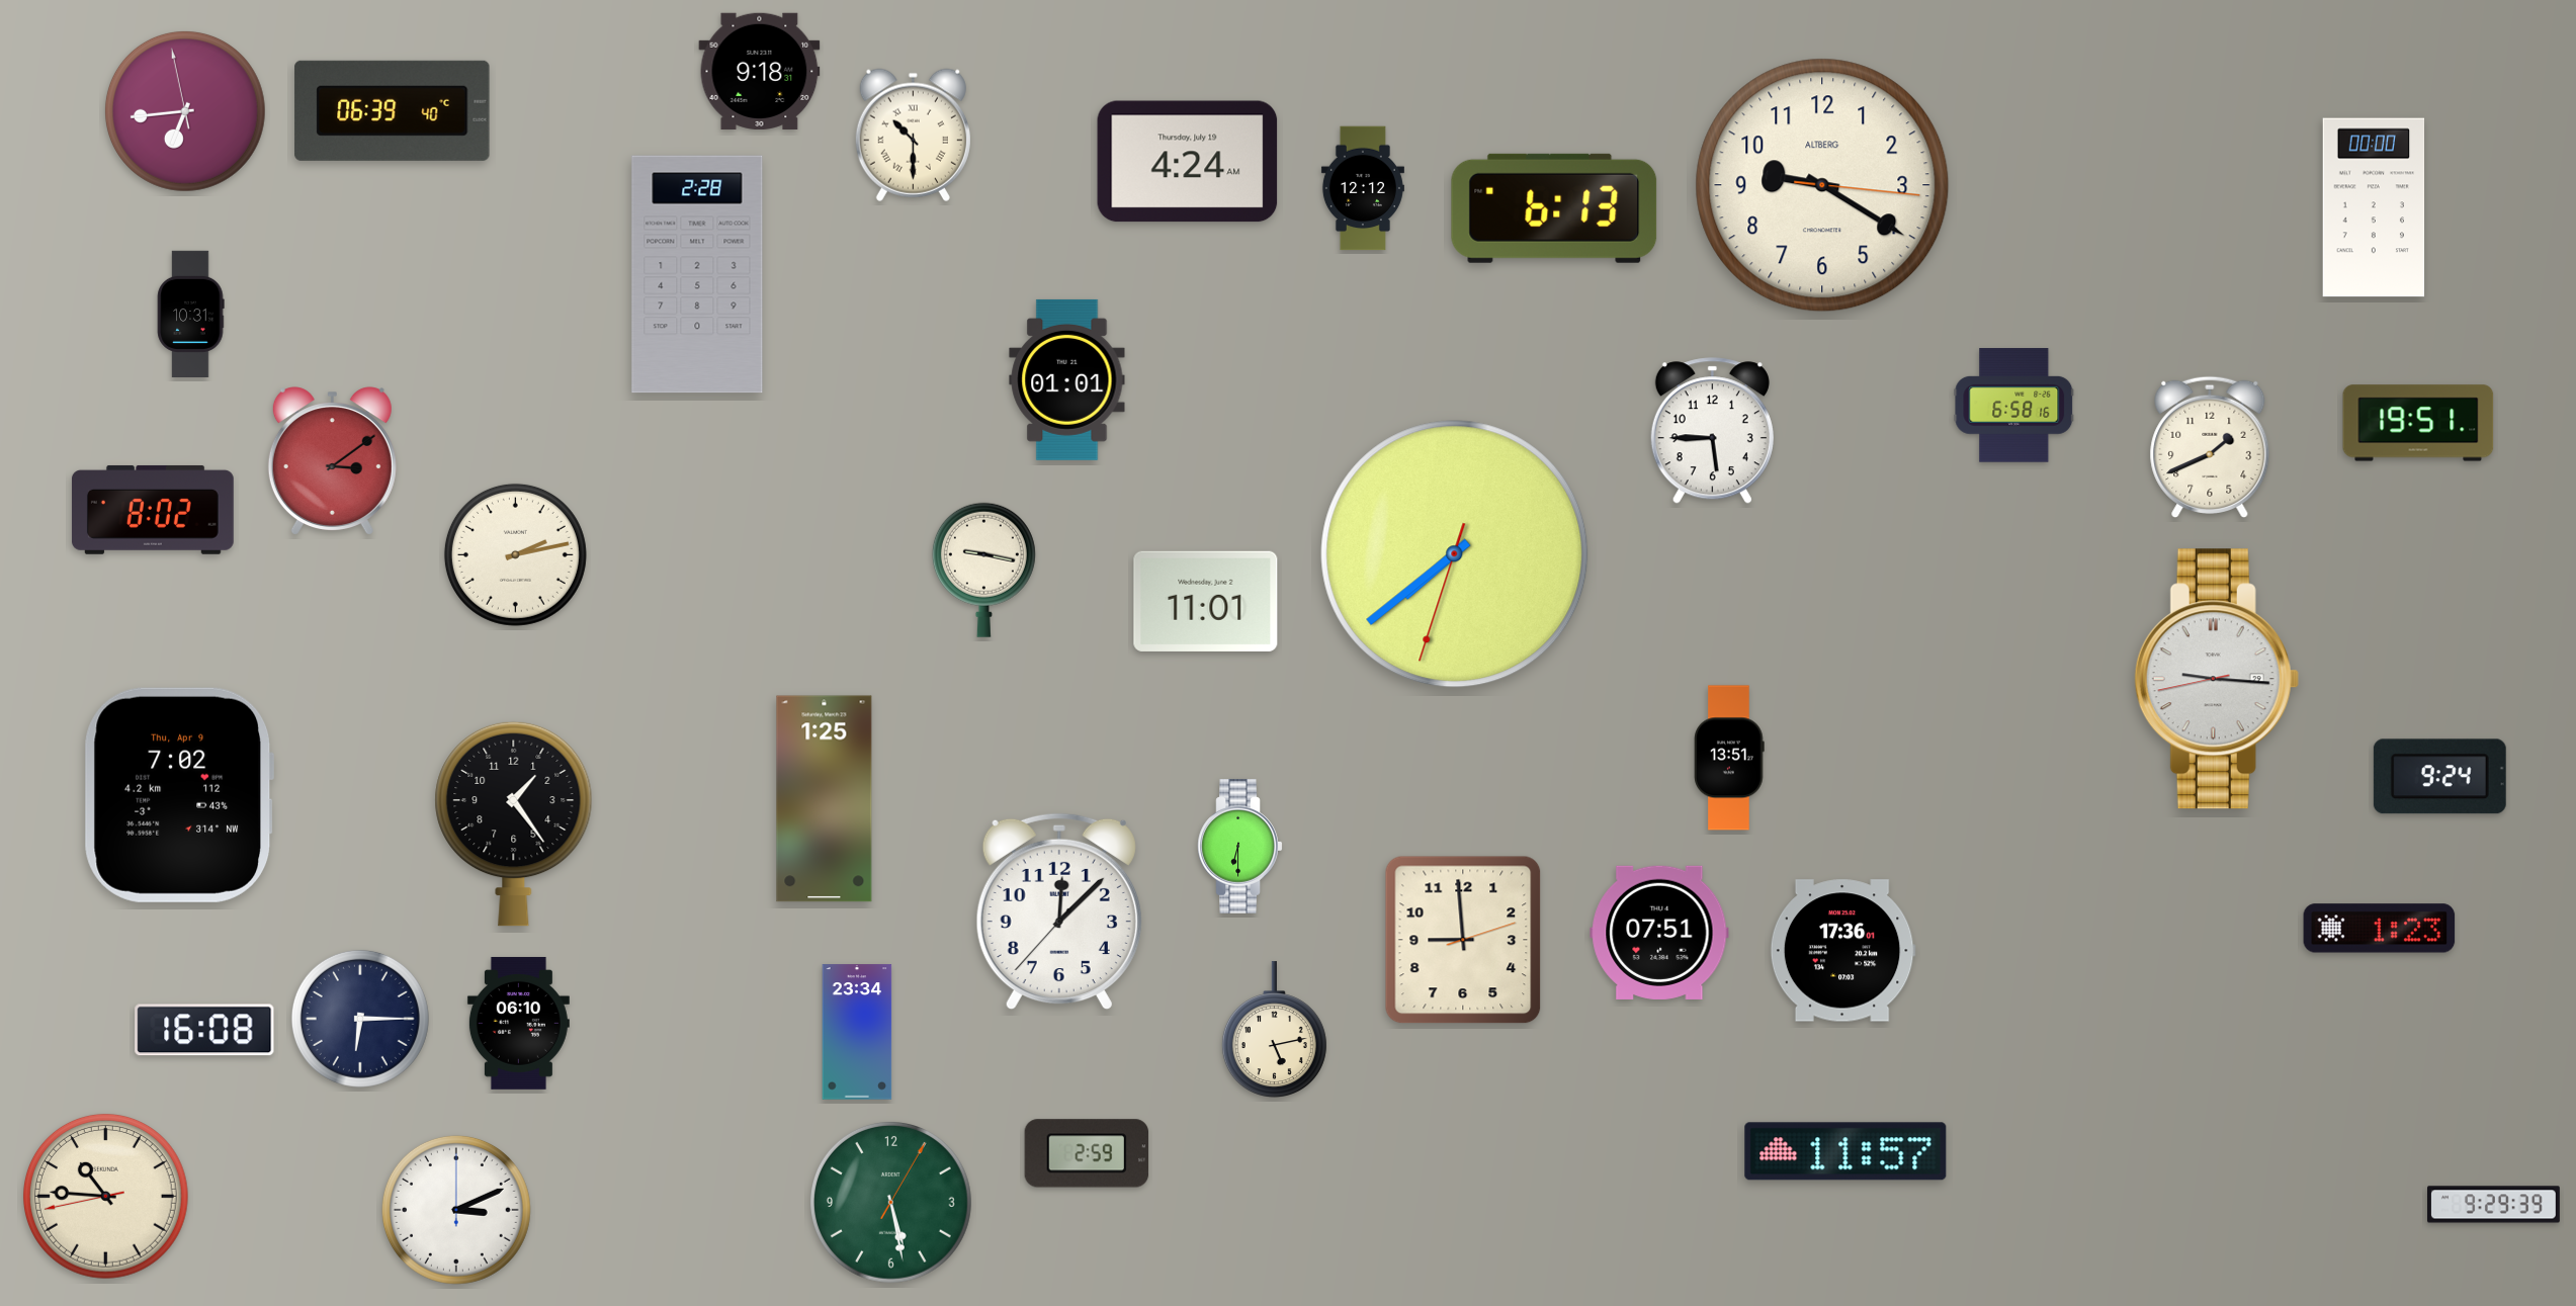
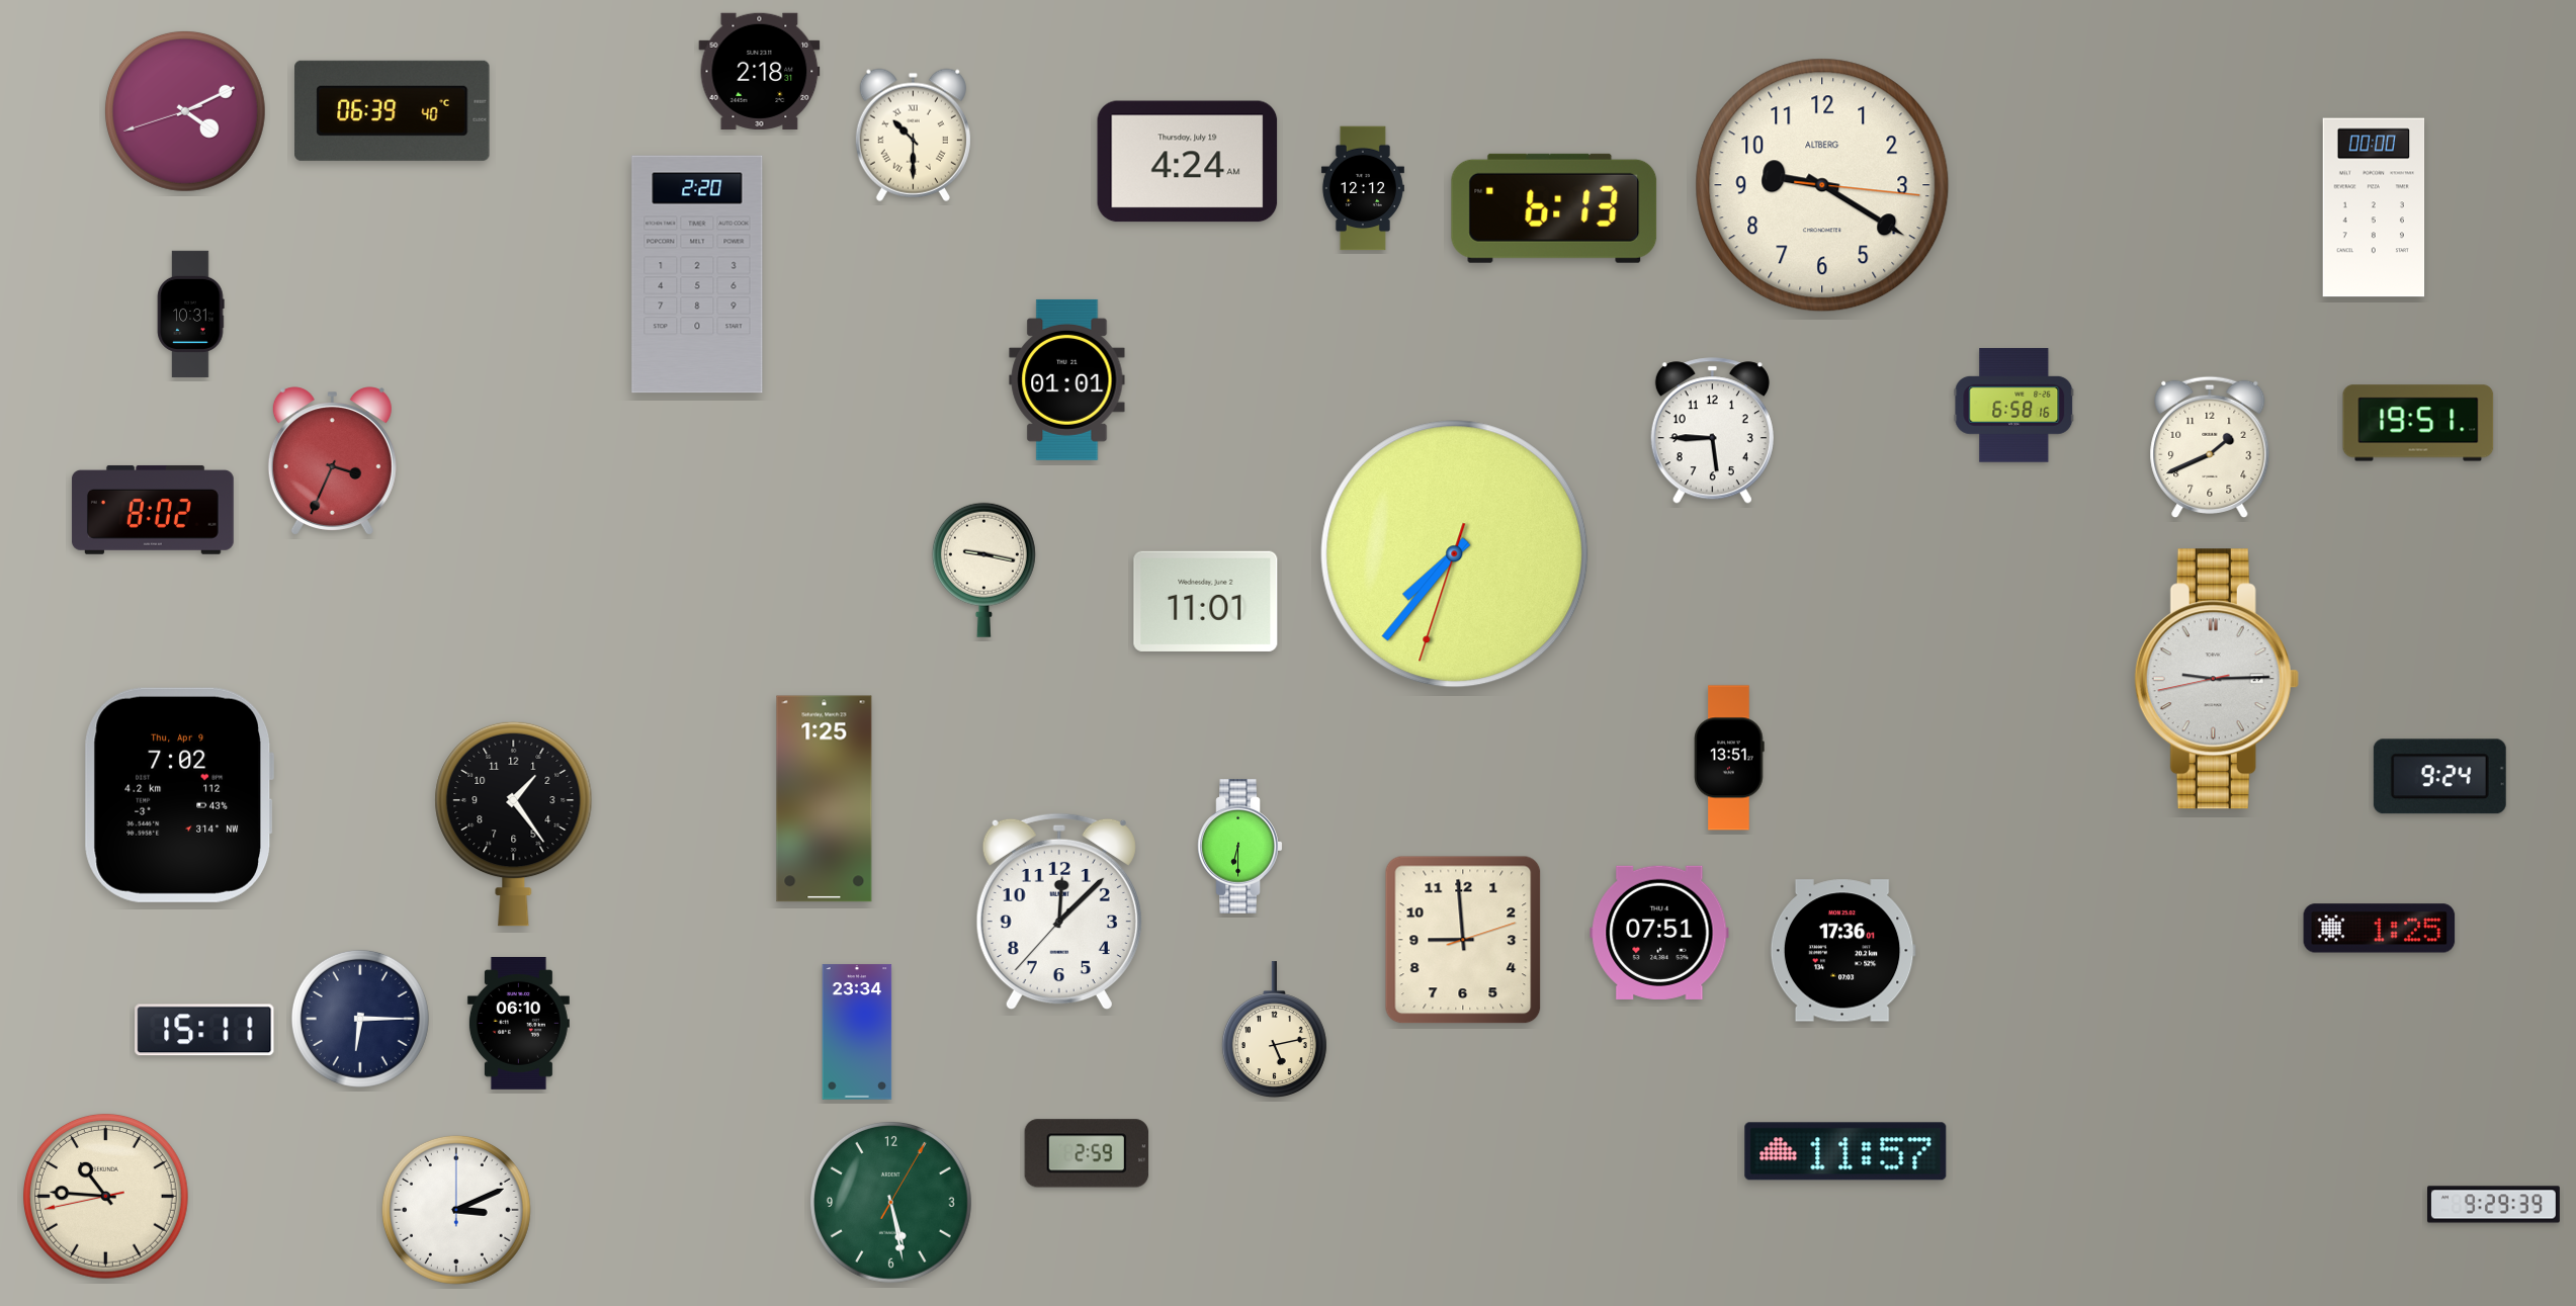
clock at (760, 71): 9:18 -> 2:18
clock at (185, 111): 6:43 -> 4:10
clock at (697, 274): 2:28 -> 2:20
clock at (332, 461): 3:09 -> 3:34
clock at (515, 554): 2:13 -> none
clock at (1455, 554): 7:38 -> 7:36
clock at (2217, 679): 9:15 -> 9:14
clock at (2380, 929): 1:23 -> 1:25
clock at (204, 1030): 16:08 -> 15:11
